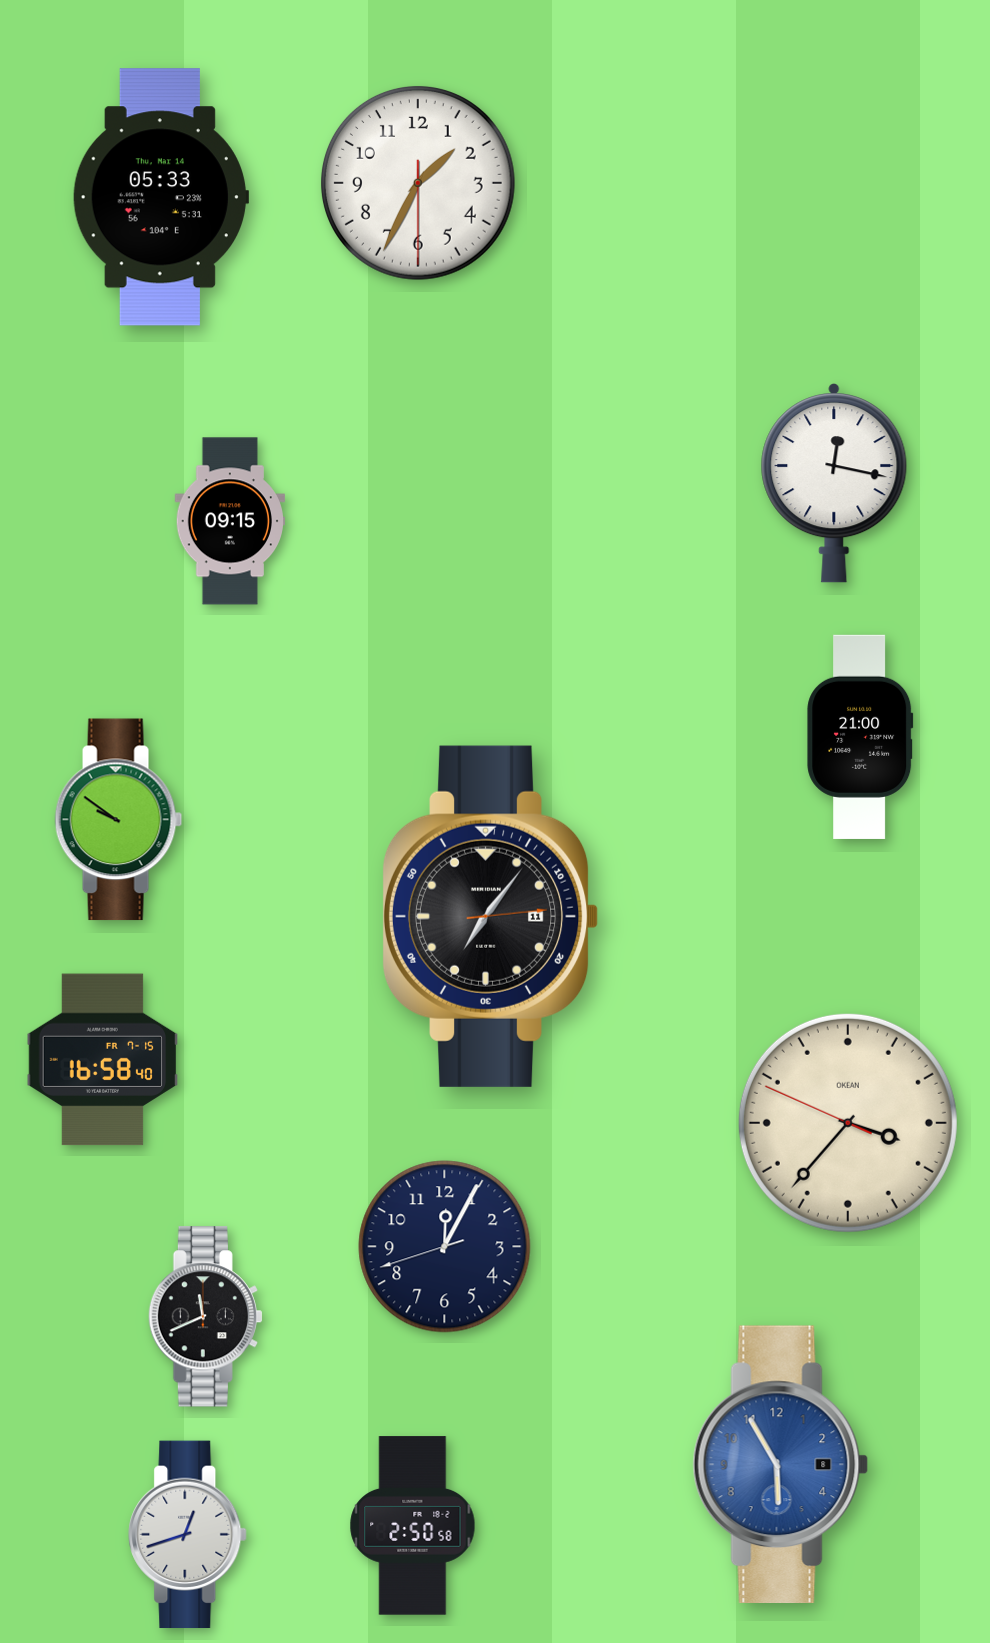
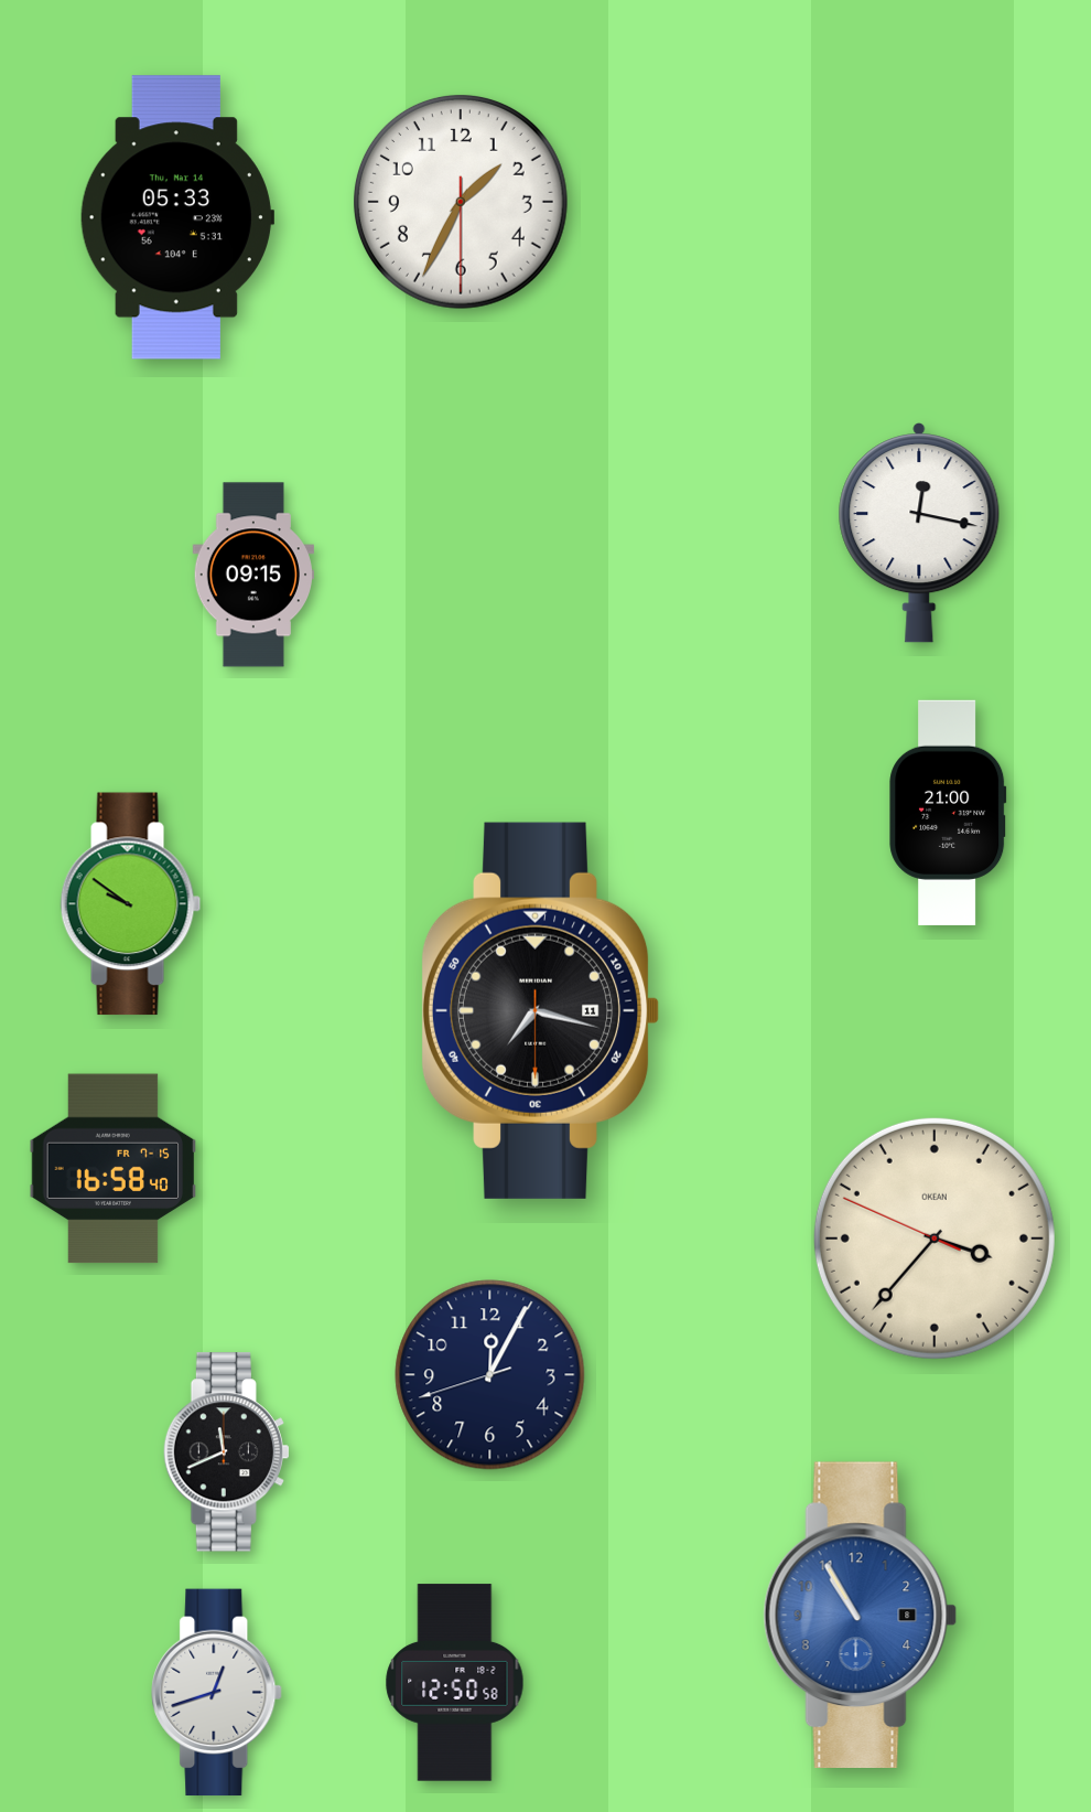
clock at (490, 916): 7:06 -> 7:17
clock at (781, 1464): 5:55 -> 10:55
clock at (413, 1526): 2:50 -> 12:50
clock at (188, 1535) position: (188, 1535) -> (217, 1693)
